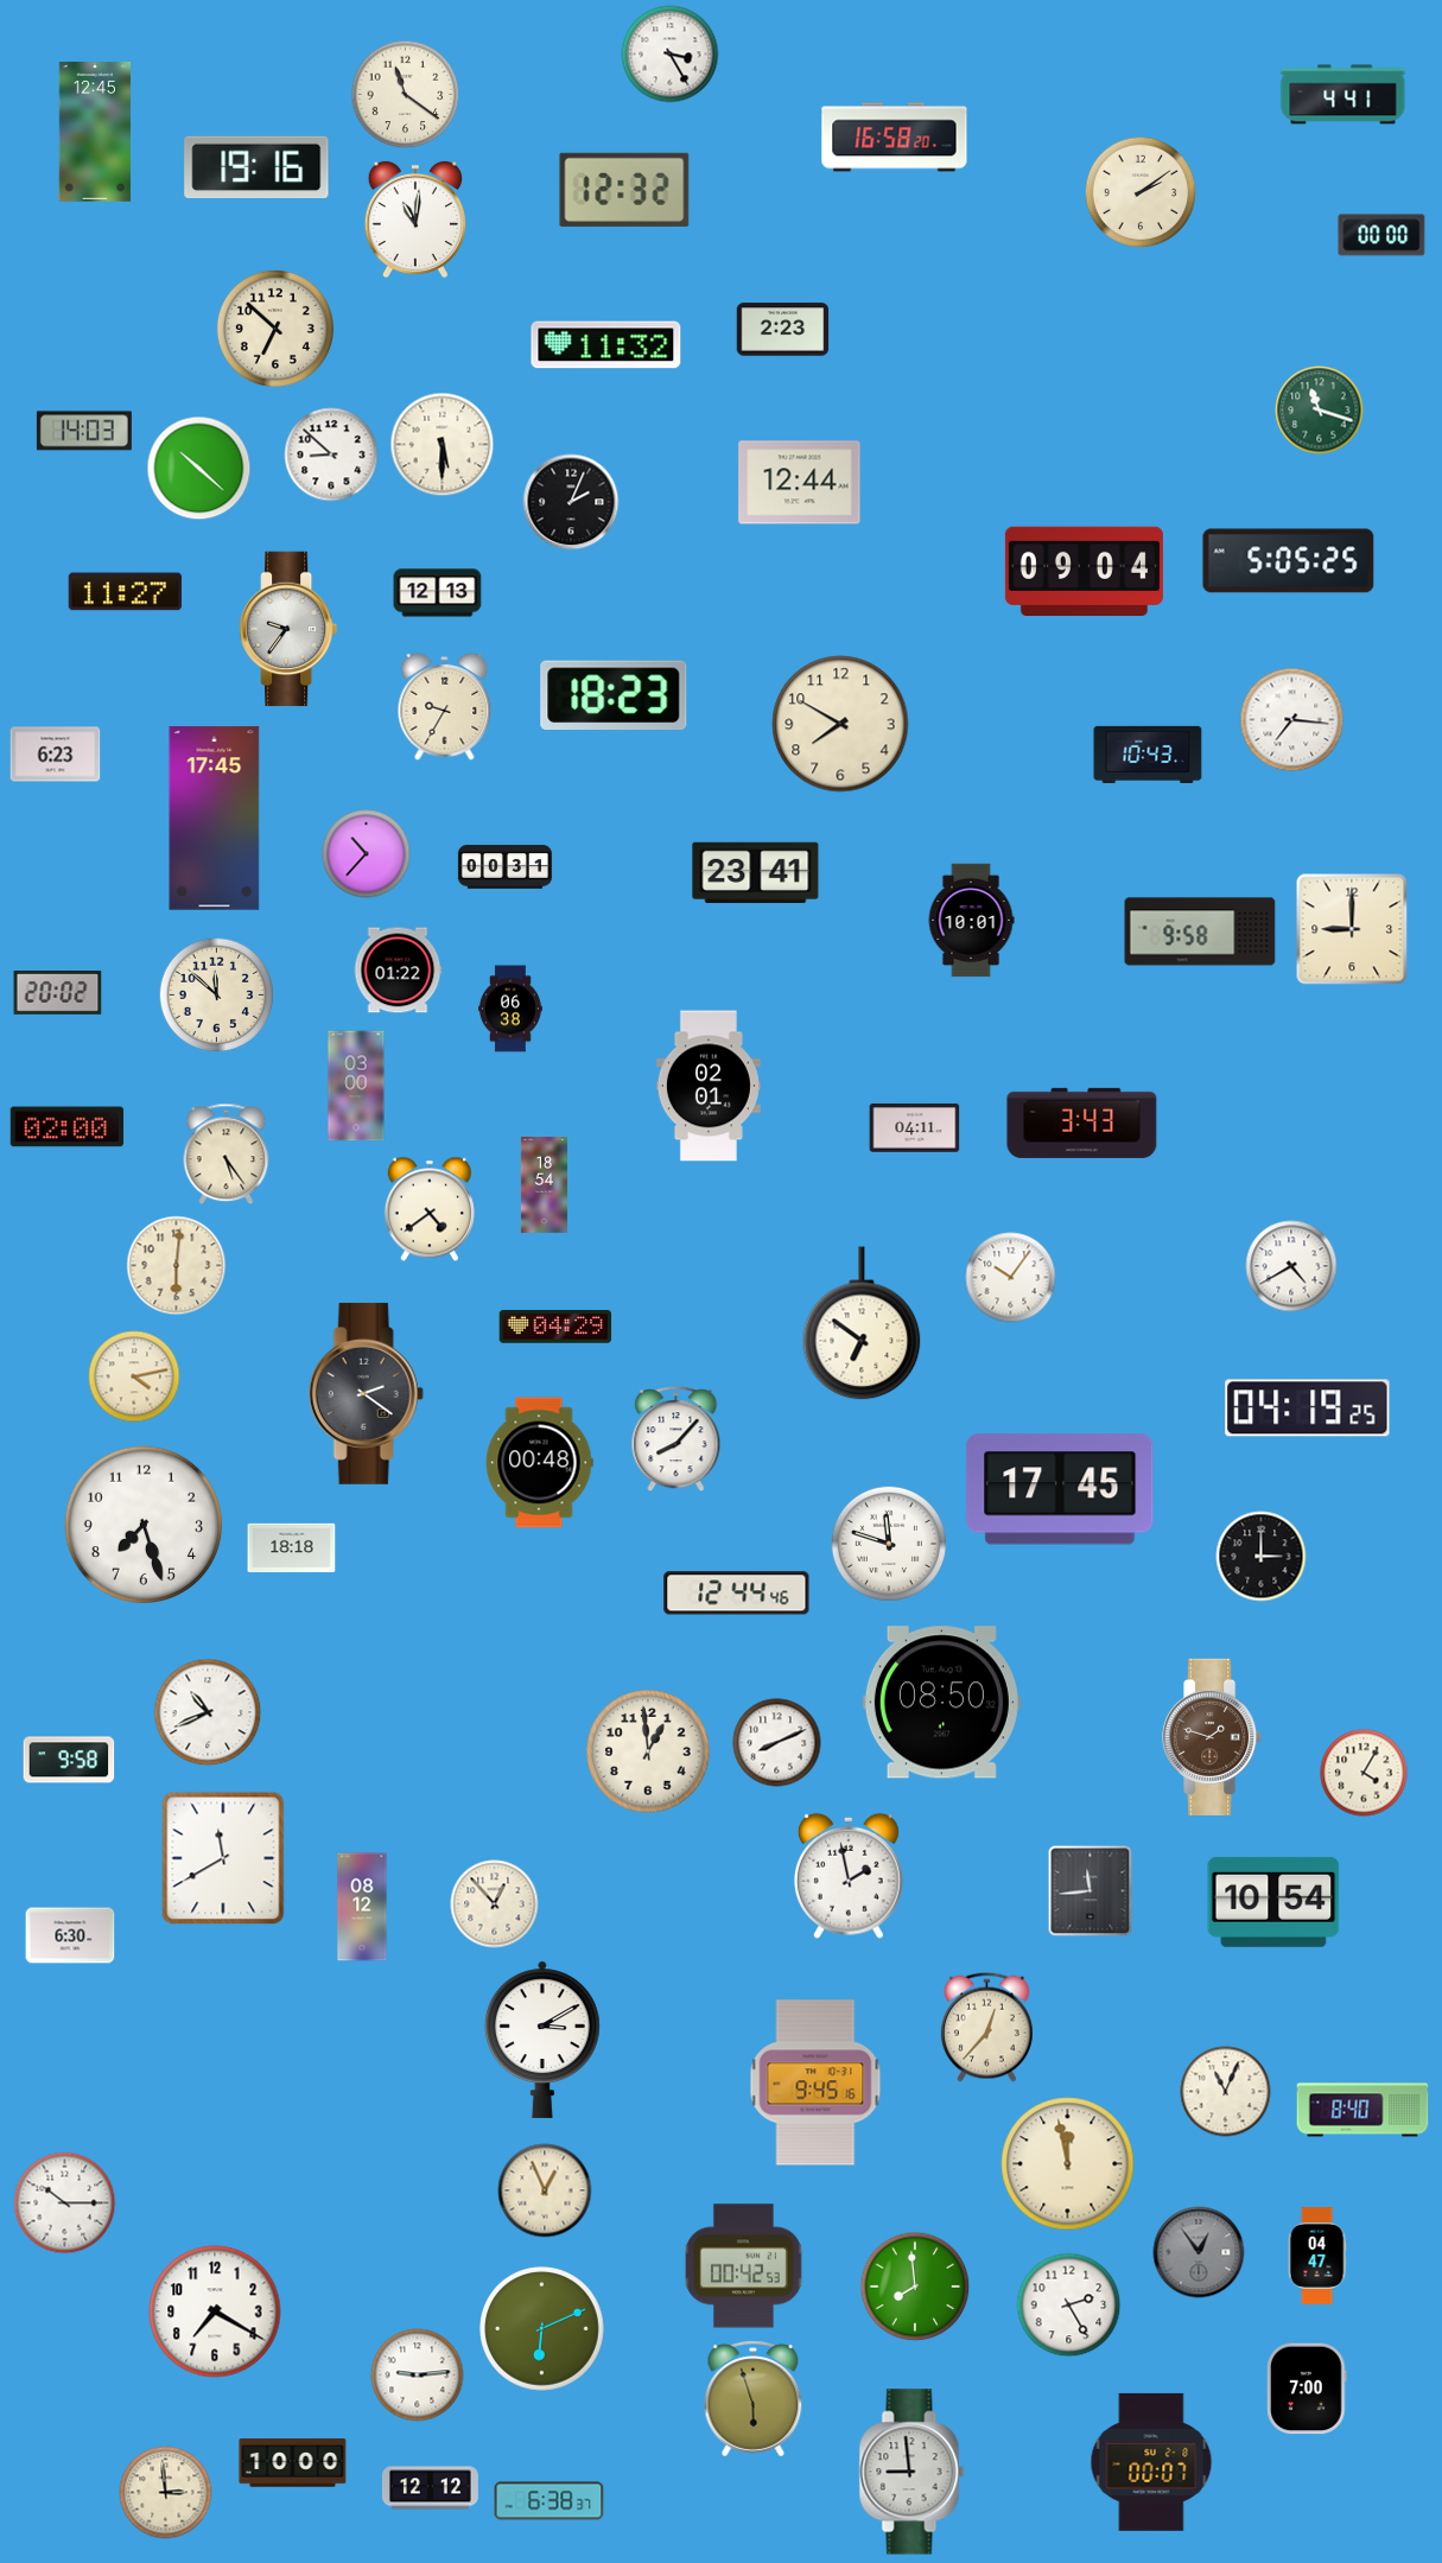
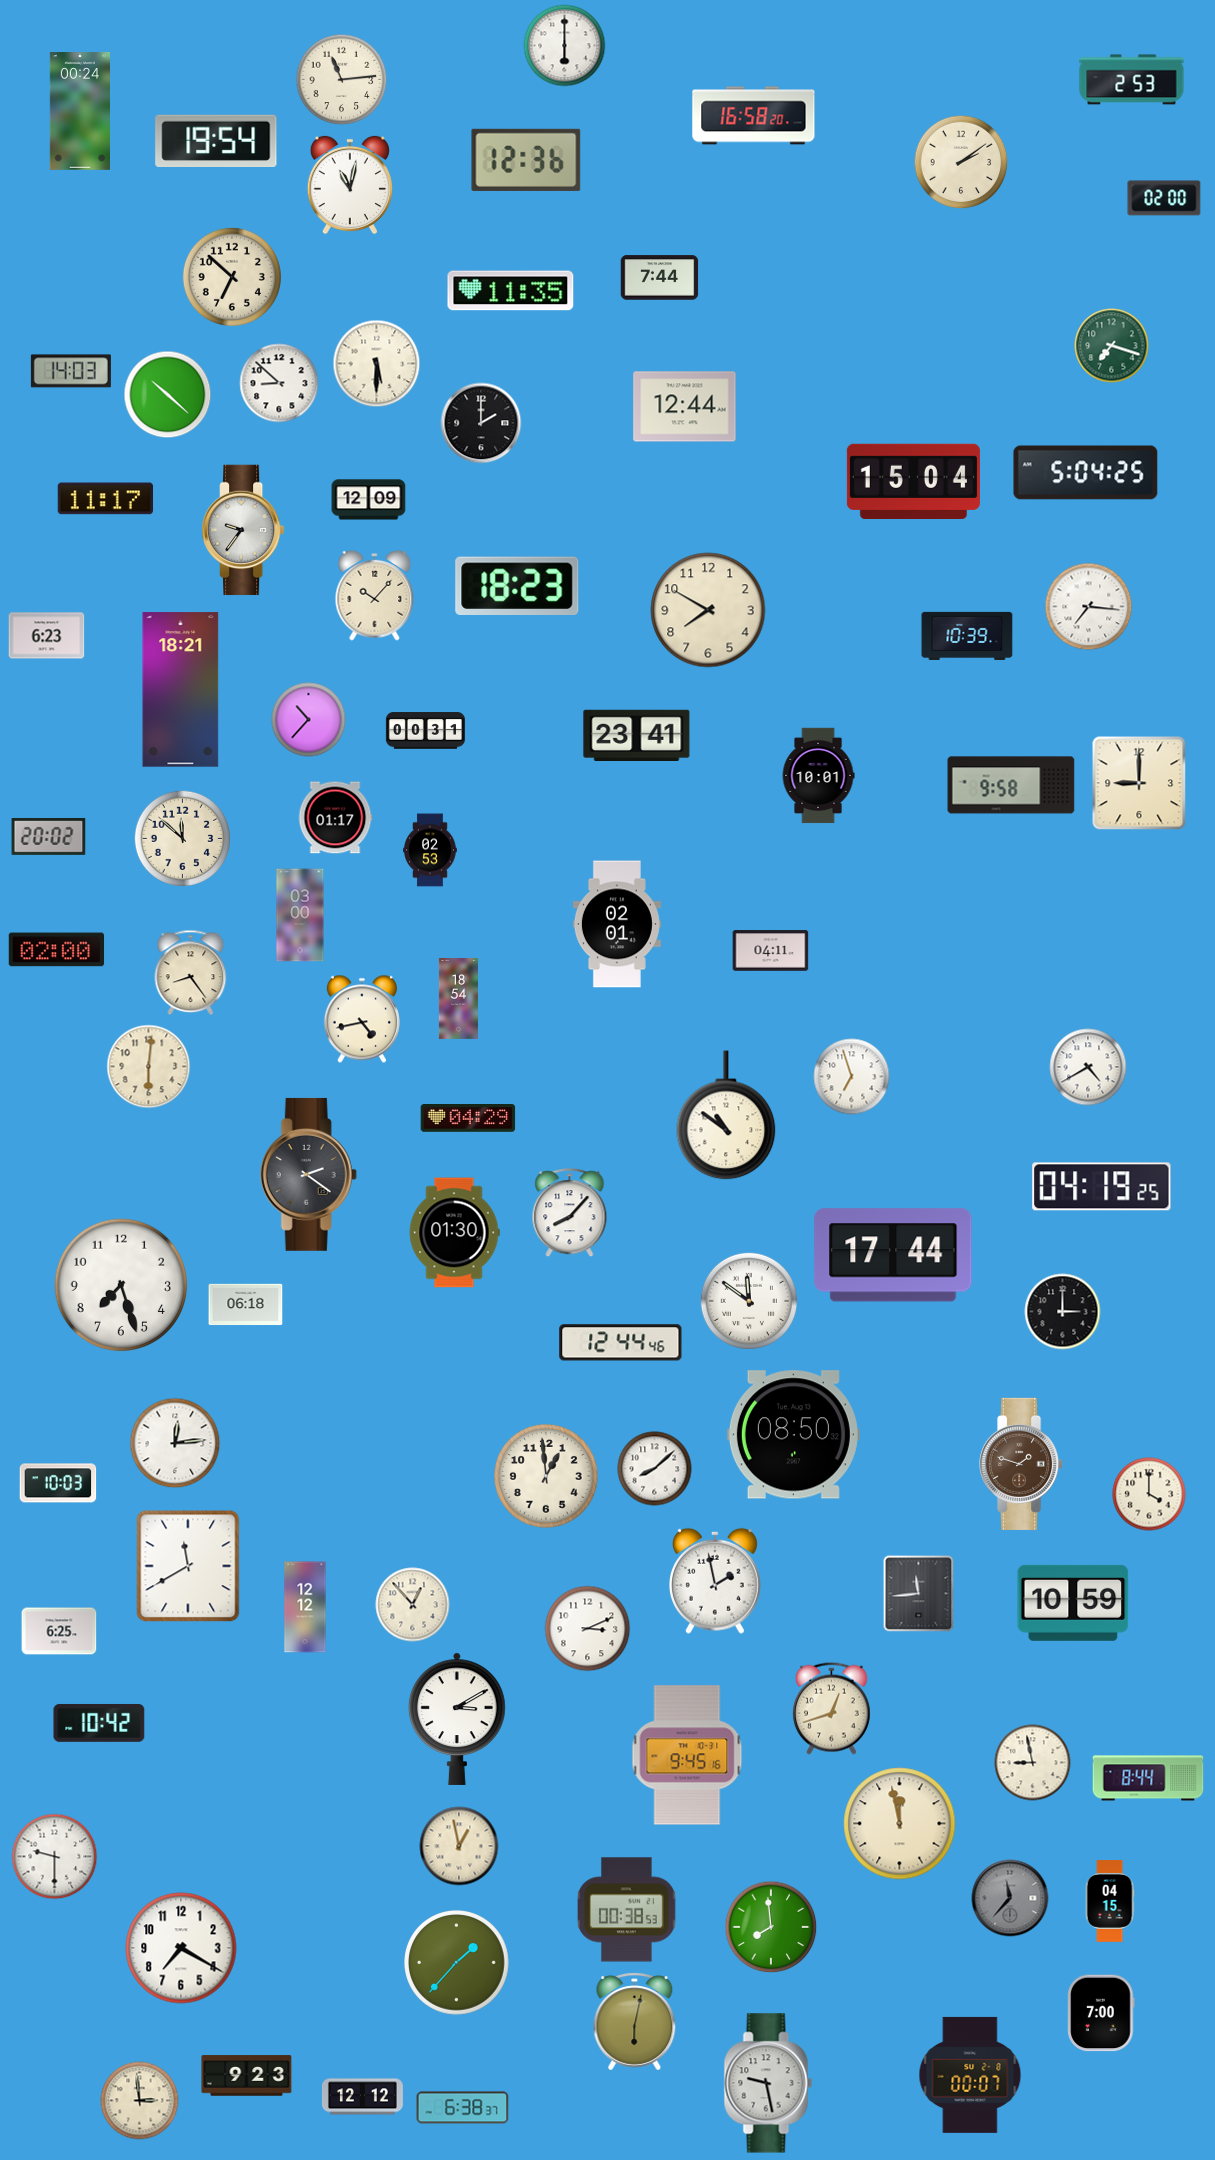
clock at (671, 55): 3:25 -> 6:00
clock at (406, 95): 11:21 -> 11:14
clock at (1343, 95): 4:41 -> 2:53
clock at (94, 132): 12:45 -> 00:24
clock at (256, 166): 19:16 -> 19:54
clock at (624, 190): 12:32 -> 12:36
clock at (415, 220): 11:01 -> 11:02
clock at (1381, 235): 00:00 -> 02:00
clock at (783, 330): 2:23 -> 7:44
clock at (606, 345): 11:32 -> 11:35
clock at (1320, 411): 11:18 -> 7:18
clock at (84, 431) position: (84, 431) -> (71, 371)
clock at (443, 445) position: (443, 445) -> (377, 364)
clock at (800, 483) position: (800, 483) -> (685, 407)
clock at (571, 502): 2:04 -> 2:00
clock at (1289, 561): 5:05 -> 5:04
clock at (1084, 571): 09:04 -> 15:04
clock at (125, 592): 11:27 -> 11:17
clock at (438, 593): 12:13 -> 12:09
clock at (445, 706): 9:35 -> 10:07
clock at (1148, 755): 10:43 -> 10:39
clock at (215, 819): 17:45 -> 18:21
clock at (398, 971): 01:22 -> 01:17
clock at (510, 1009): 06:38 -> 02:53
clock at (709, 1086) position: (709, 1086) -> (617, 924)
clock at (1082, 1122): 3:43 -> none
clock at (227, 1155): 5:24 -> 8:24
clock at (430, 1209): 4:39 -> 4:43
clock at (1011, 1278): 10:06 -> 6:57
clock at (862, 1323): 6:51 -> 10:51
clock at (134, 1376): 4:13 -> none
clock at (539, 1463): 00:48 -> 01:30
clock at (1060, 1489): 17:45 -> 17:44
clock at (889, 1544): 11:48 -> 11:51
clock at (292, 1548): 18:18 -> 06:18
clock at (208, 1712): 10:41 -> 12:14
clock at (777, 1743): 8:11 -> 8:08
clock at (69, 1760): 9:58 -> 10:03
clock at (1364, 1773): 4:05 -> 4:00
clock at (1273, 1902): 10:54 -> 10:59
clock at (495, 1904) position: (495, 1904) -> (413, 1605)
clock at (362, 1907): 08:12 -> 12:12
clock at (588, 1629): none -> 3:11
clock at (70, 1935): 6:30 -> 6:25
clock at (986, 2027): 12:37 -> 12:42
clock at (99, 1723): none -> 10:42
clock at (1226, 2092): 11:04 -> 8:58
clock at (1362, 2110): 8:40 -> 8:44
clock at (545, 2190): 12:56 -> 12:58
clock at (65, 2203): 10:15 -> 9:30
clock at (1199, 2252): 12:54 -> 11:37
clock at (1317, 2256): 04:47 -> 04:15
clock at (744, 2266): 00:42 -> 00:38
clock at (1069, 2306): 2:25 -> none
clock at (542, 2329): 6:11 -> 1:37
clock at (418, 2376): 9:14 -> none
clock at (754, 2399): 5:57 -> 6:02
clock at (293, 2463): 10:00 -> 9:23
clock at (911, 2472): 8:59 -> 9:28
